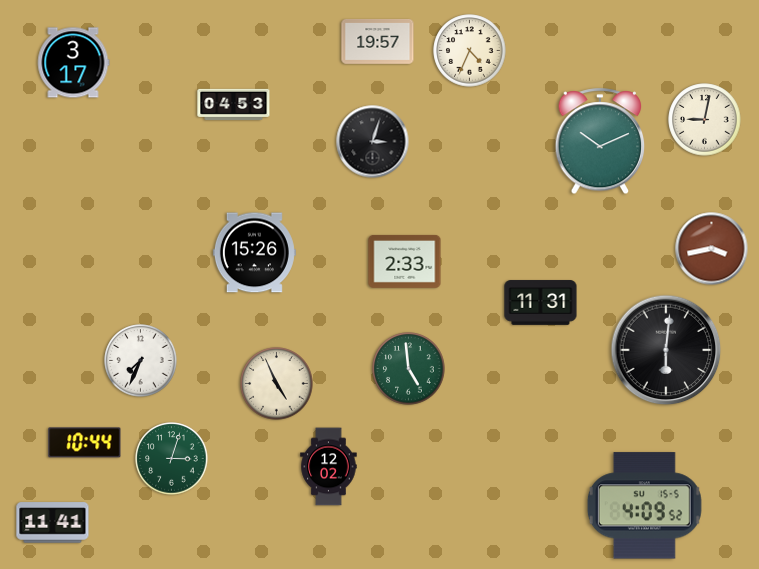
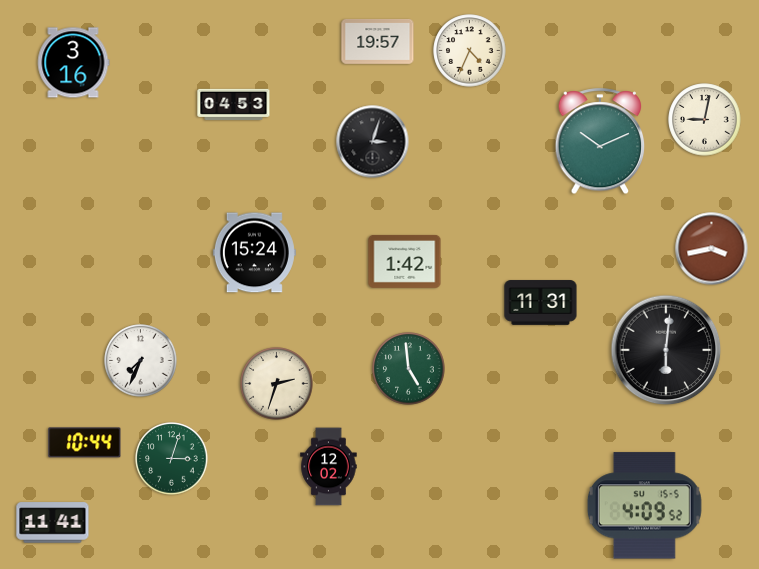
clock at (73, 63): 3:17 -> 3:16
clock at (254, 253): 15:26 -> 15:24
clock at (405, 261): 2:33 -> 1:42
clock at (277, 384): 4:56 -> 2:33
